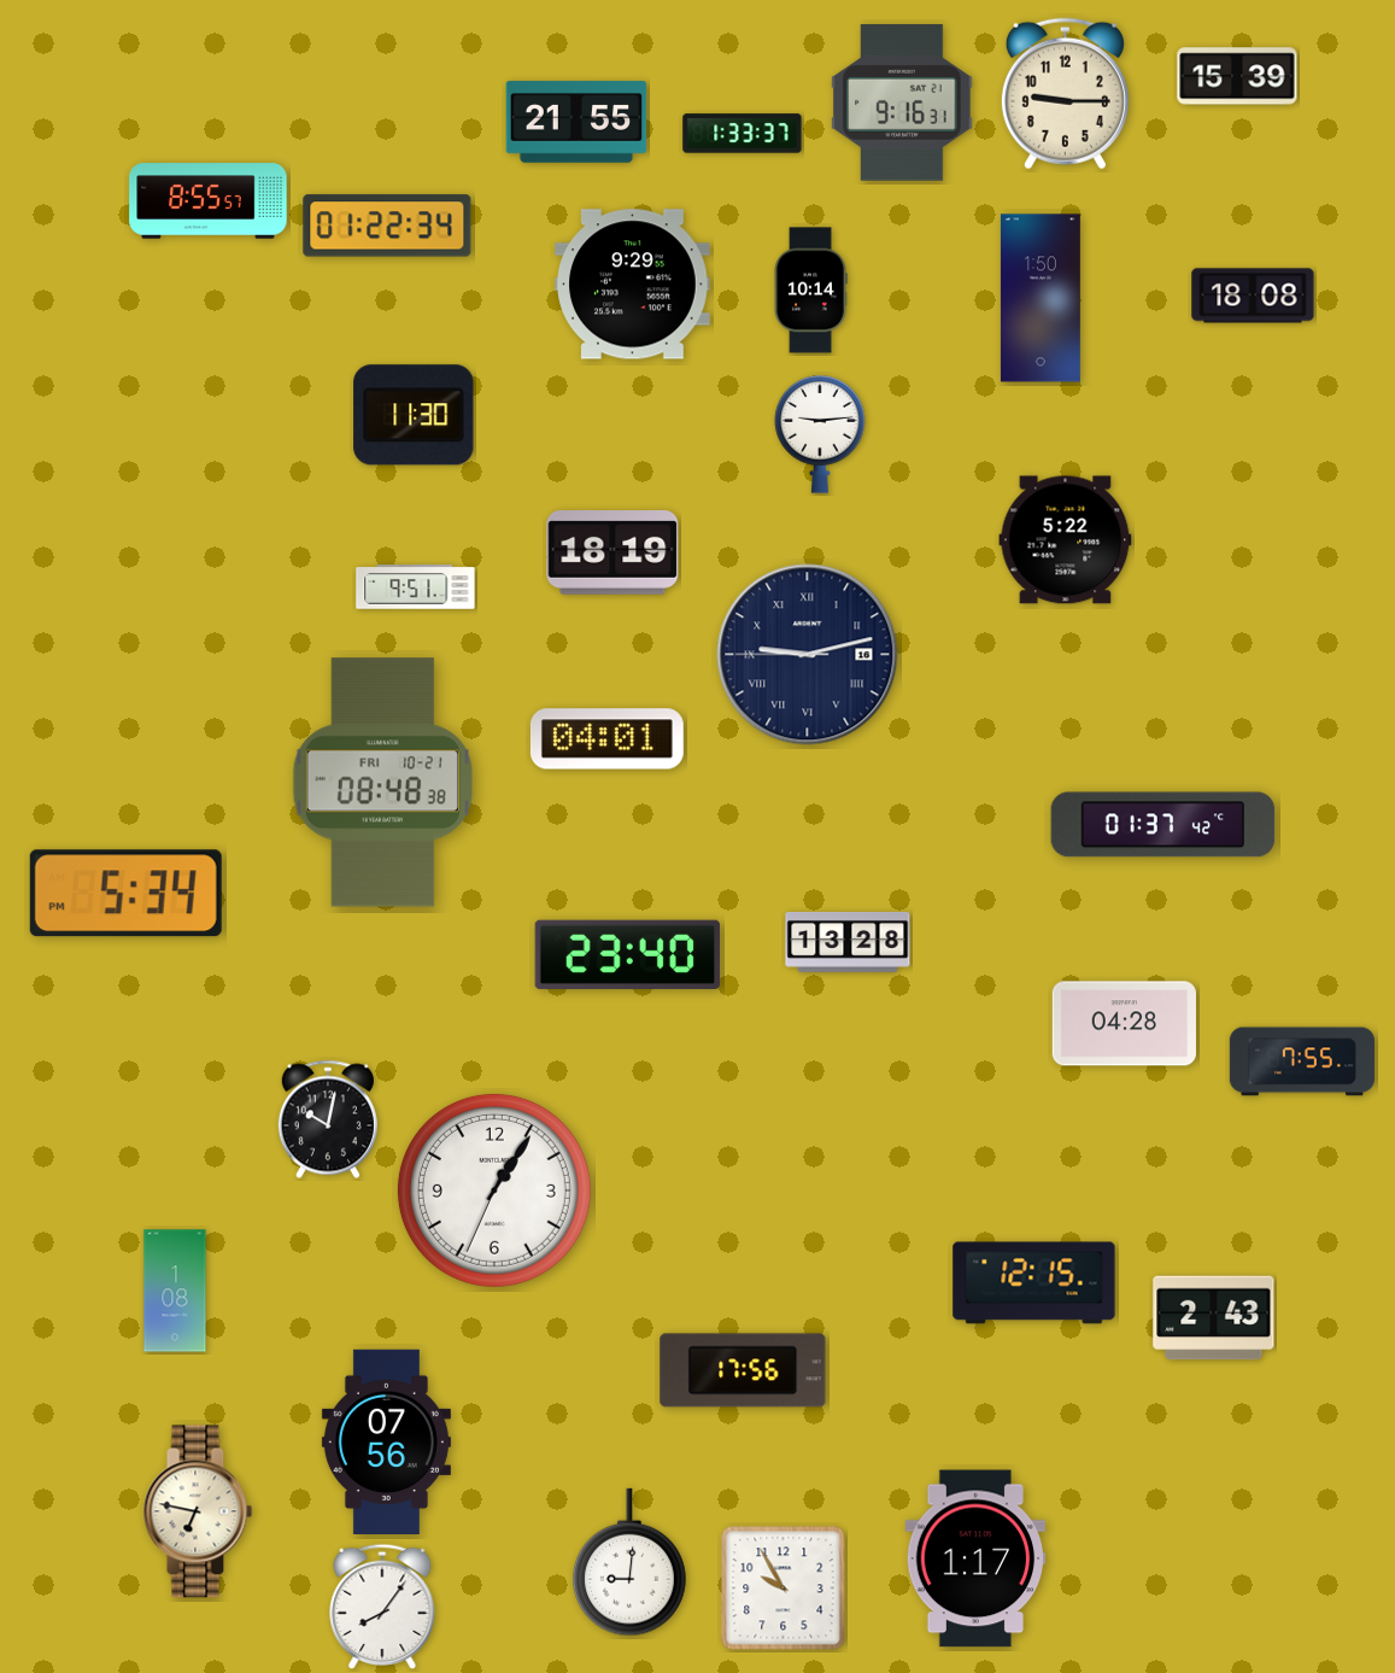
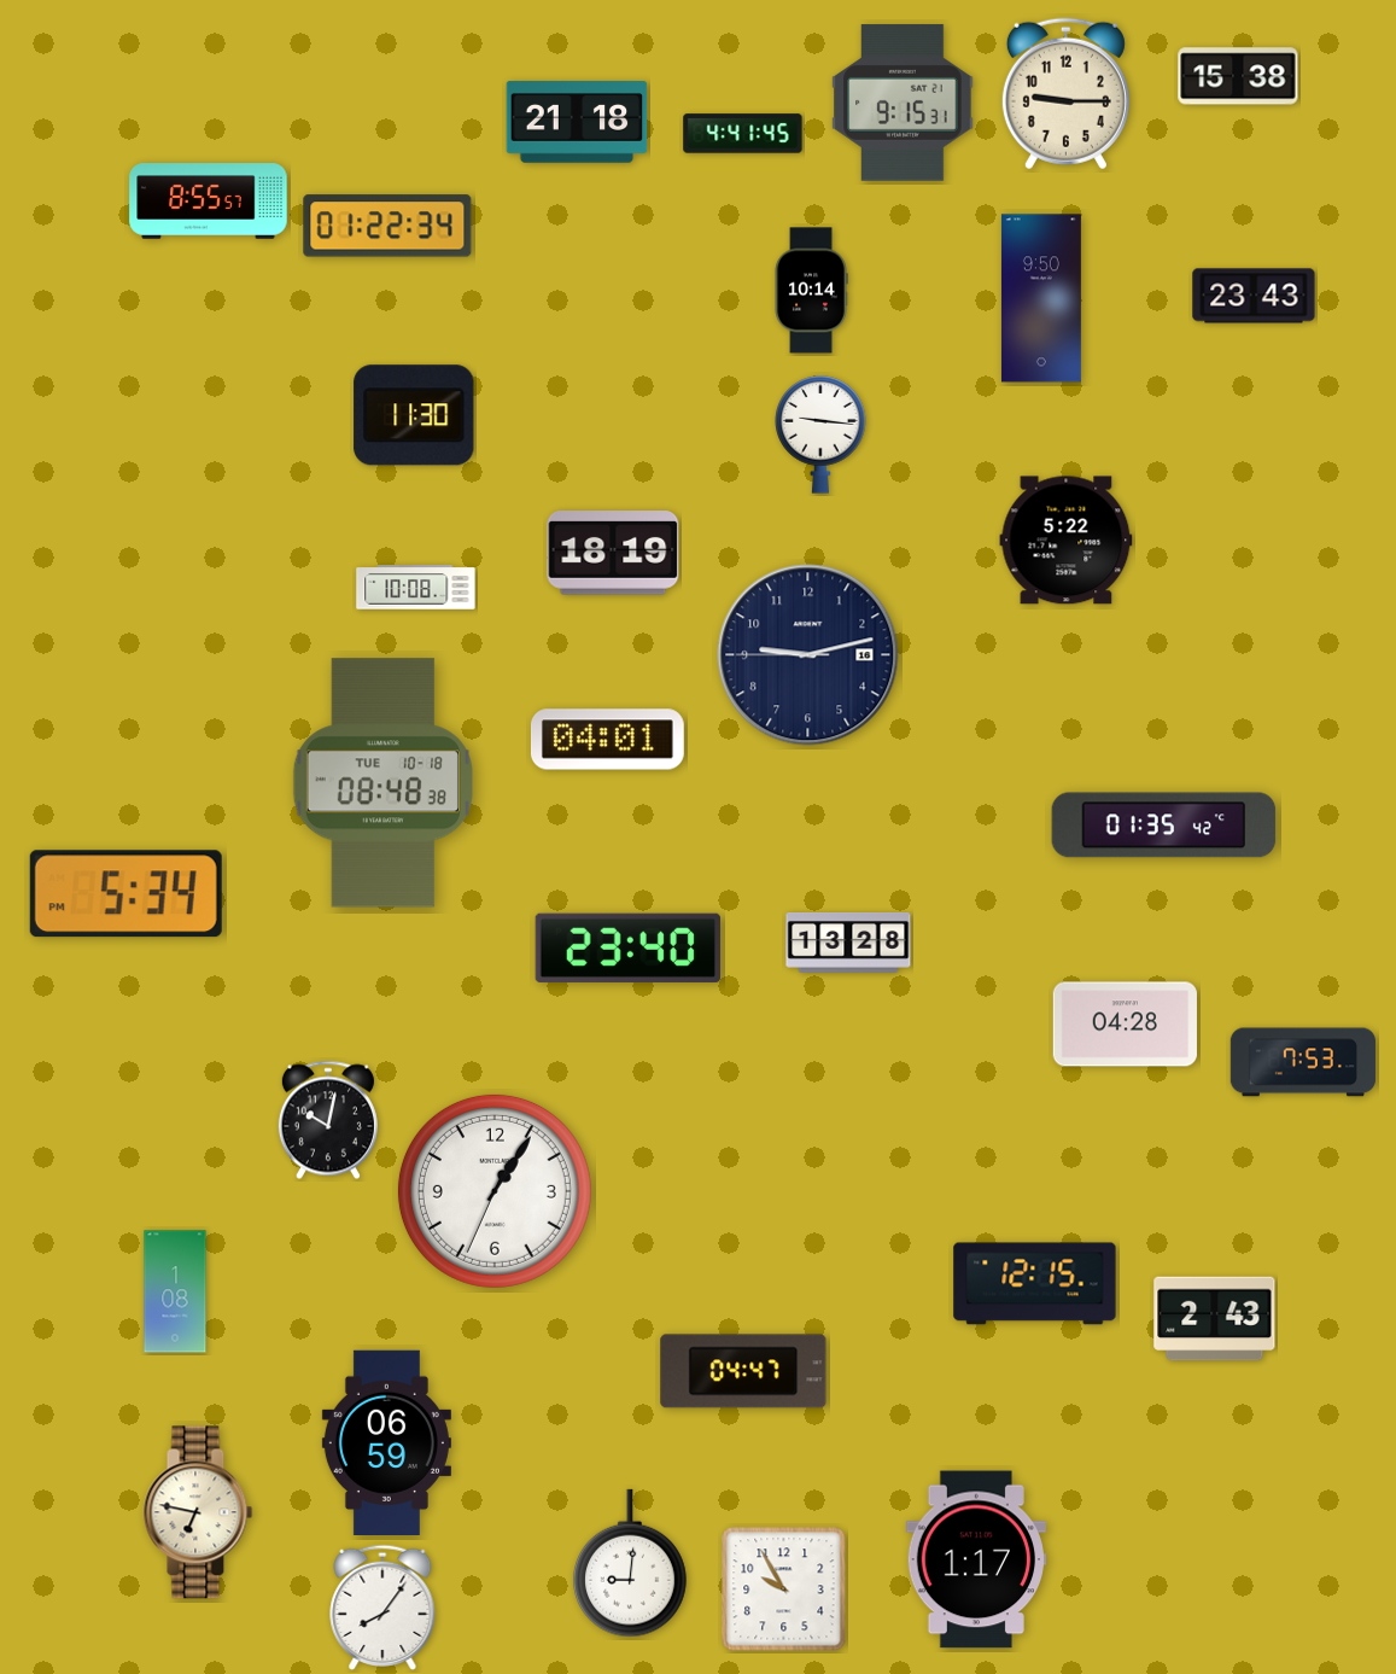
clock at (1237, 76): 15:39 -> 15:38
clock at (902, 103): 9:16 -> 9:15
clock at (576, 122): 21:55 -> 21:18
clock at (743, 134): 1:33 -> 4:41
clock at (633, 285): 9:29 -> none
clock at (1253, 296): 18:08 -> 23:43
clock at (1041, 298): 1:50 -> 9:50
clock at (820, 434): 9:14 -> 9:16
clock at (416, 587): 9:51 -> 10:08
clock at (808, 655) numerals: Roman -> Arabic
clock at (382, 783) date: FRI 10-21 -> TUE 10-18
clock at (1164, 825): 01:37 -> 01:35
clock at (627, 954) position: (627, 954) -> (627, 947)
clock at (1302, 1061): 7:55 -> 7:53
clock at (743, 1370): 17:56 -> 04:47
clock at (386, 1441): 07:56 -> 06:59
